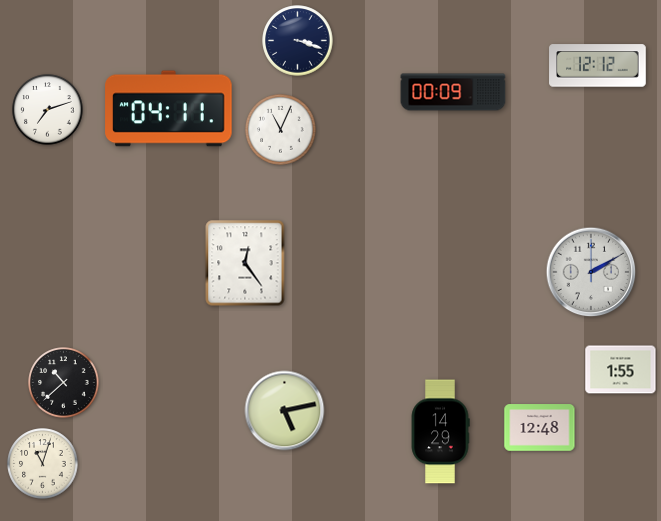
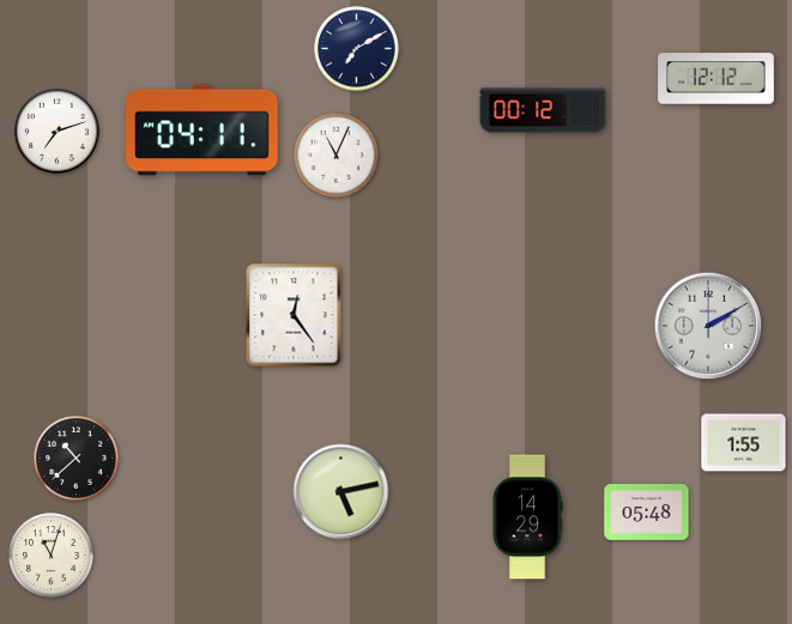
clock at (298, 41): 3:18 -> 7:10
clock at (453, 92): 00:09 -> 00:12
clock at (540, 428): 12:48 -> 05:48
